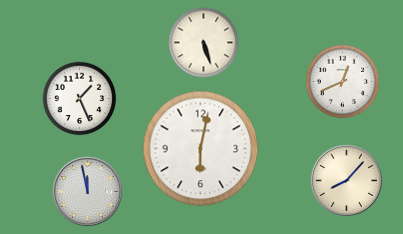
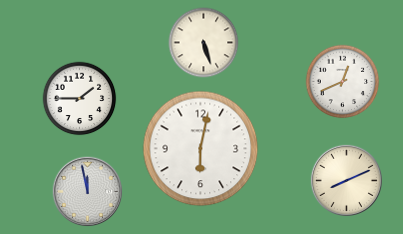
clock at (80, 99): 1:26 -> 1:45
clock at (346, 180): 8:07 -> 8:11
